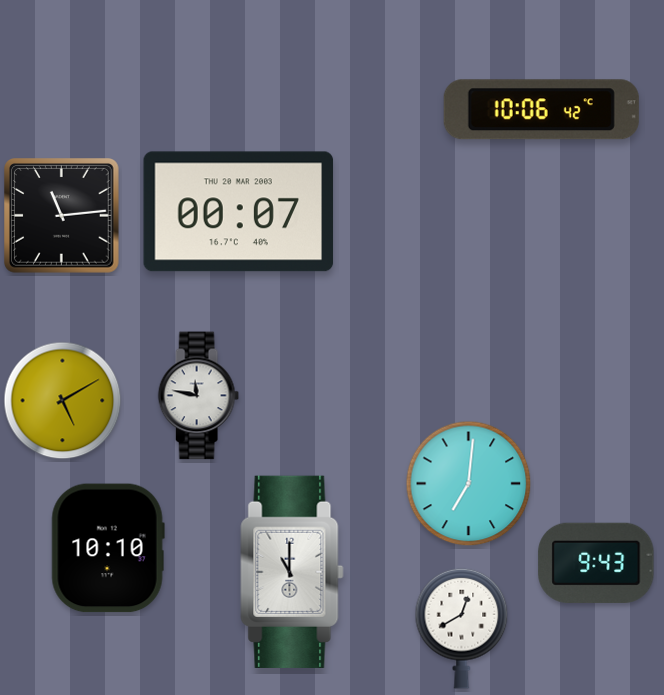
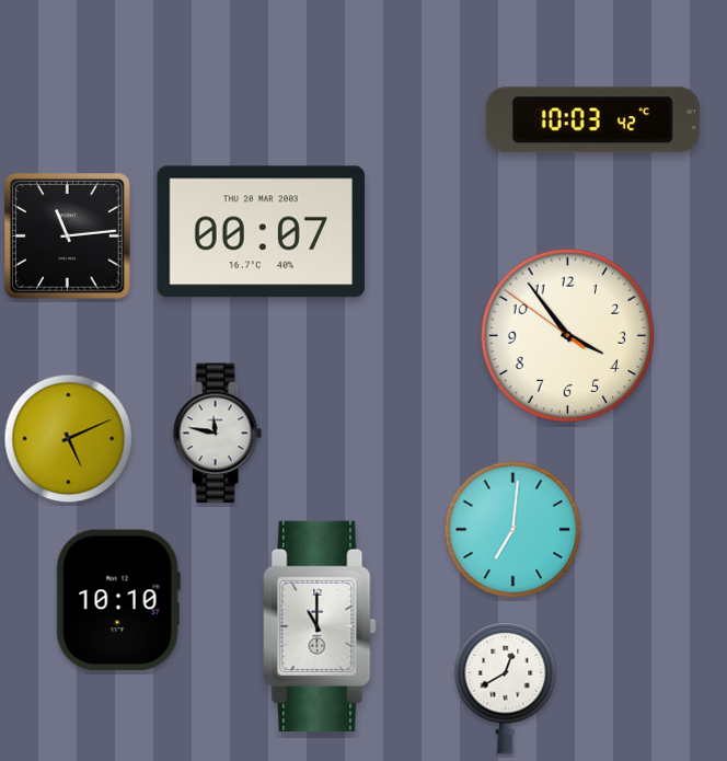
clock at (541, 110): 10:06 -> 10:03
clock at (568, 336): none -> 3:53
clock at (63, 401): 5:10 -> 5:11
clock at (596, 563): 9:43 -> none
